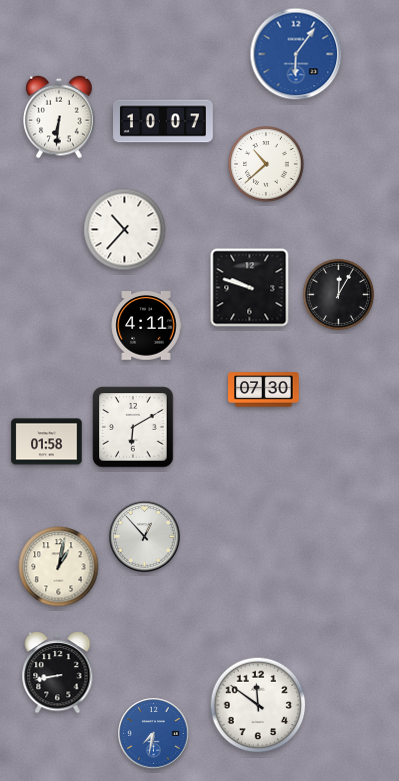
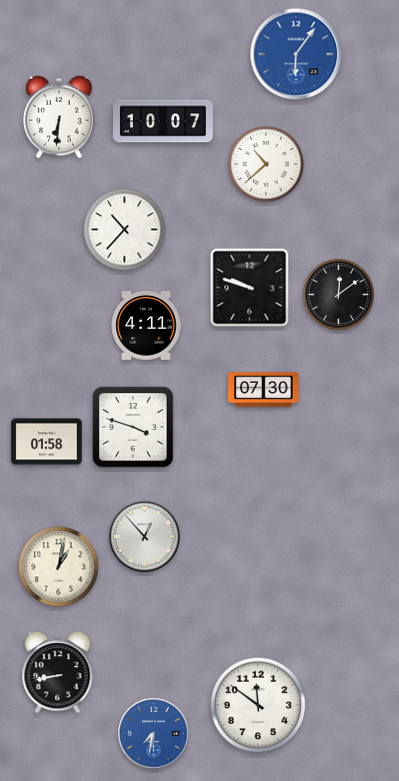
clock at (338, 294): 12:05 -> 12:09
clock at (133, 427): 6:10 -> 3:48
